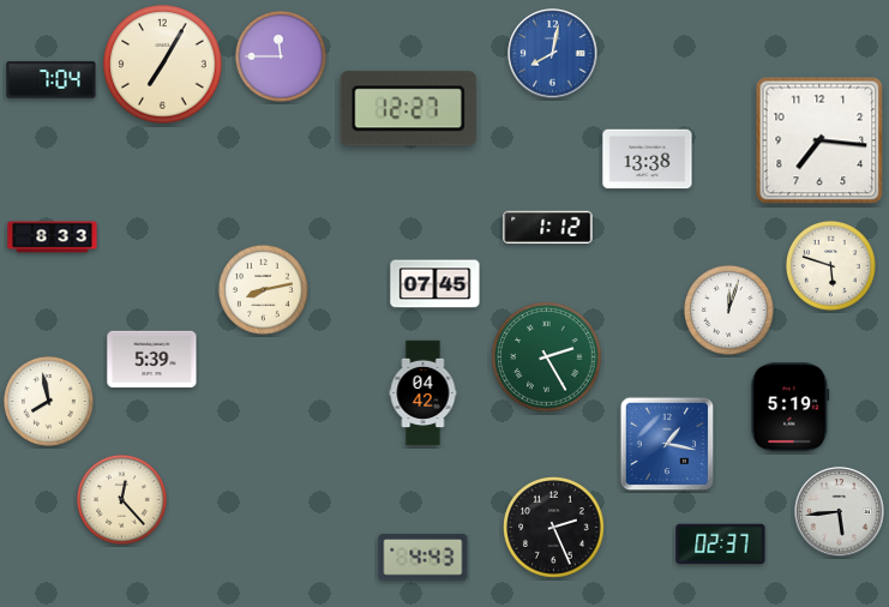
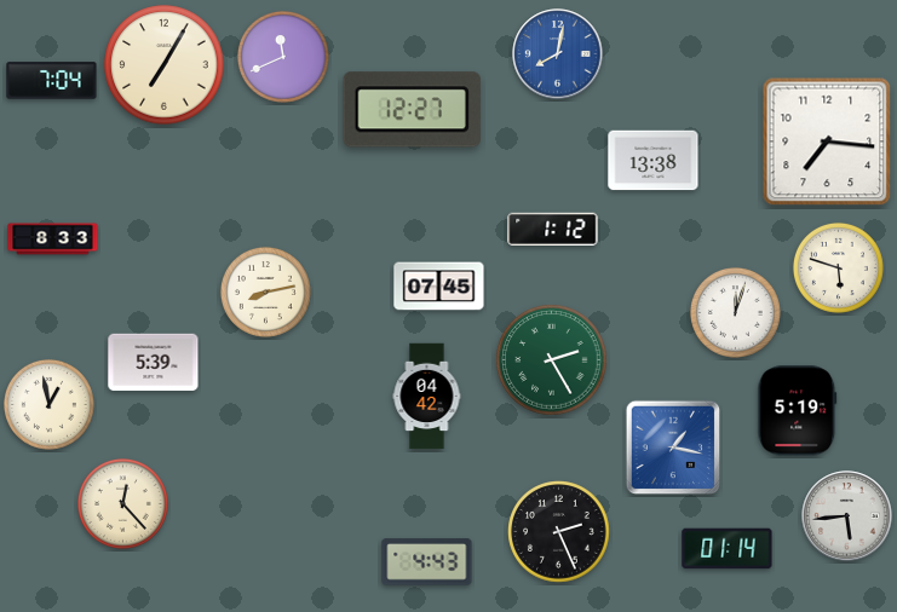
clock at (281, 56): 11:45 -> 11:41
clock at (48, 401): 7:58 -> 12:58
clock at (721, 545): 02:37 -> 01:14
